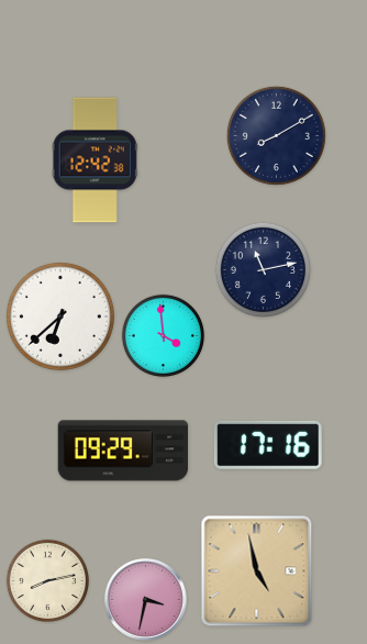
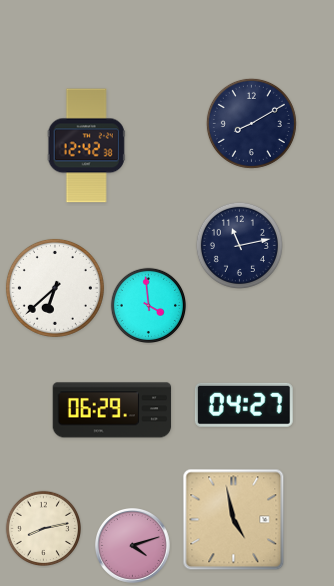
clock at (268, 445): 17:16 -> 04:27
clock at (123, 451): 09:29 -> 06:29
clock at (146, 600): 3:32 -> 4:12
